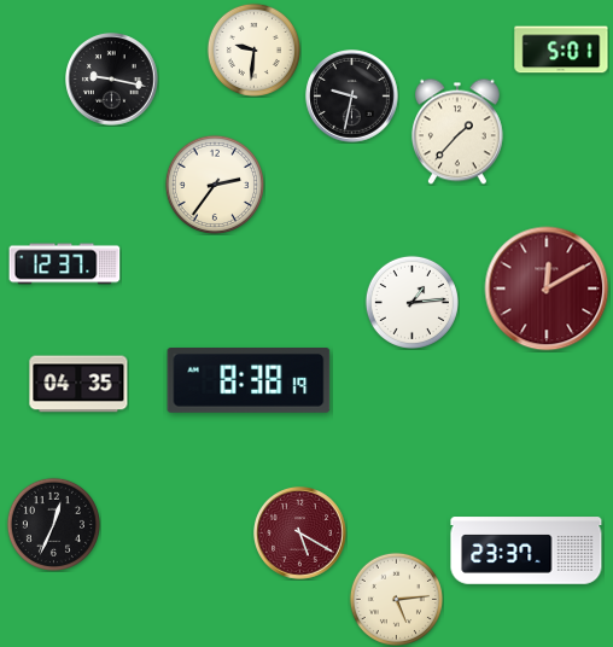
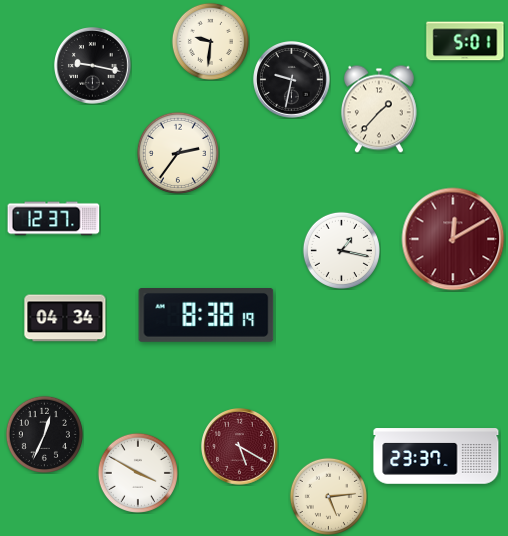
clock at (411, 302): 1:14 -> 1:17
clock at (78, 384): 04:35 -> 04:34
clock at (300, 534) position: (300, 534) -> (240, 447)
clock at (137, 472): none -> 3:50
